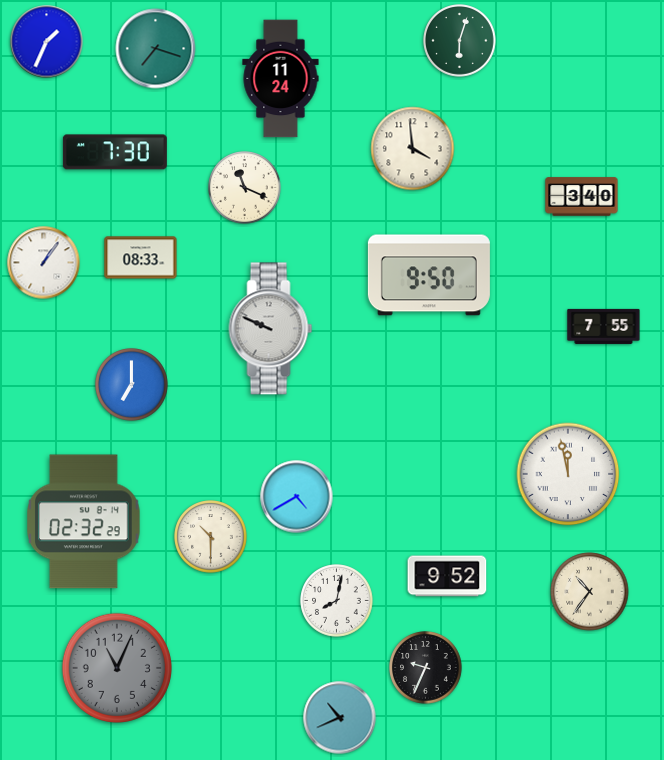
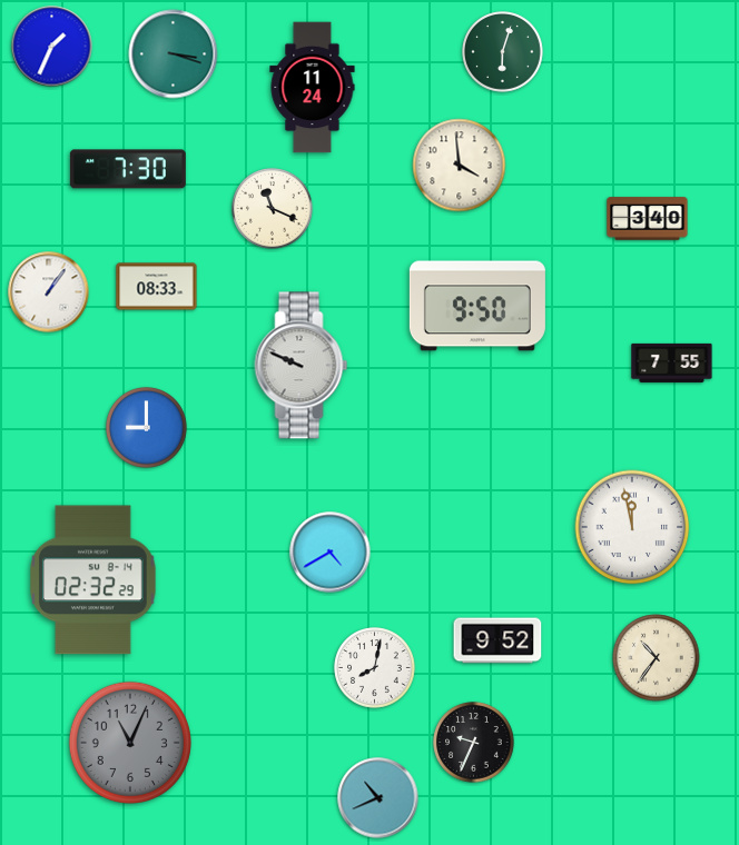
clock at (460, 41) position: (460, 41) -> (503, 52)
clock at (156, 49): 7:18 -> 3:18
clock at (132, 385): 7:00 -> 9:00
clock at (211, 537): 10:30 -> none
